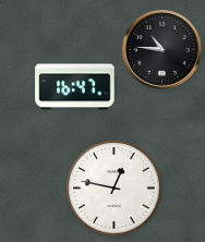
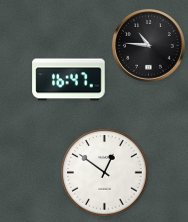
clock at (114, 189): 12:47 -> 12:51
